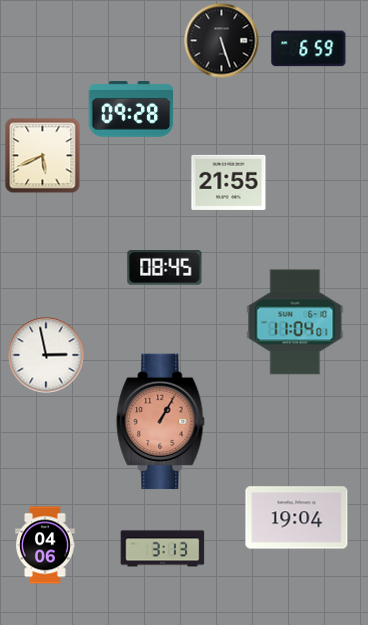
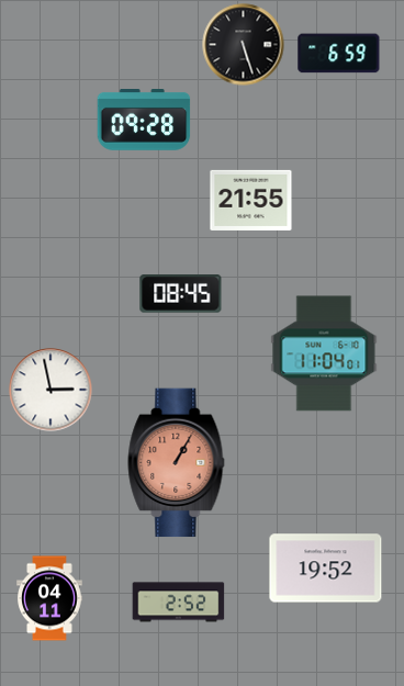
clock at (43, 156): 5:41 -> none
clock at (297, 518): 19:04 -> 19:52
clock at (45, 545): 04:06 -> 04:11
clock at (163, 549): 3:13 -> 2:52
